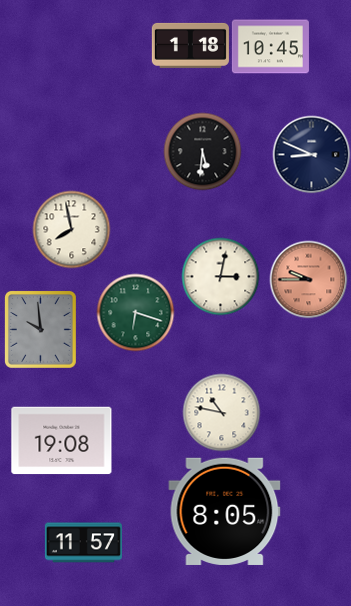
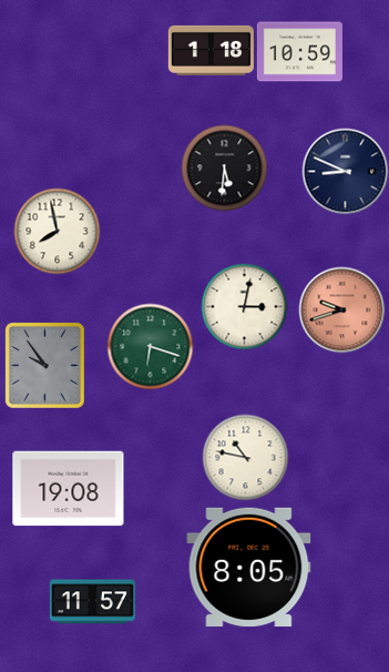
clock at (270, 47): 10:45 -> 10:59
clock at (71, 229) position: (71, 229) -> (57, 231)
clock at (308, 279): 9:45 -> 9:42
clock at (40, 329): 9:59 -> 9:54
